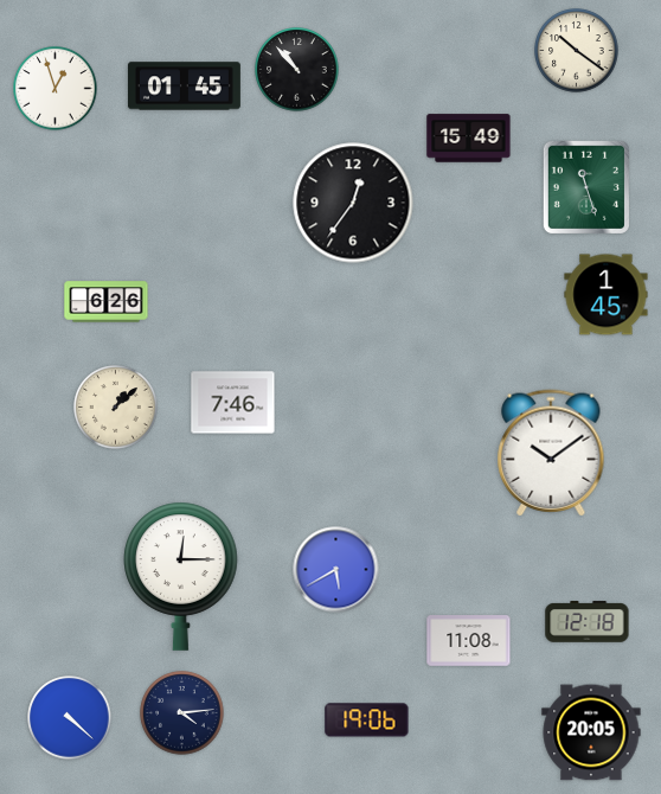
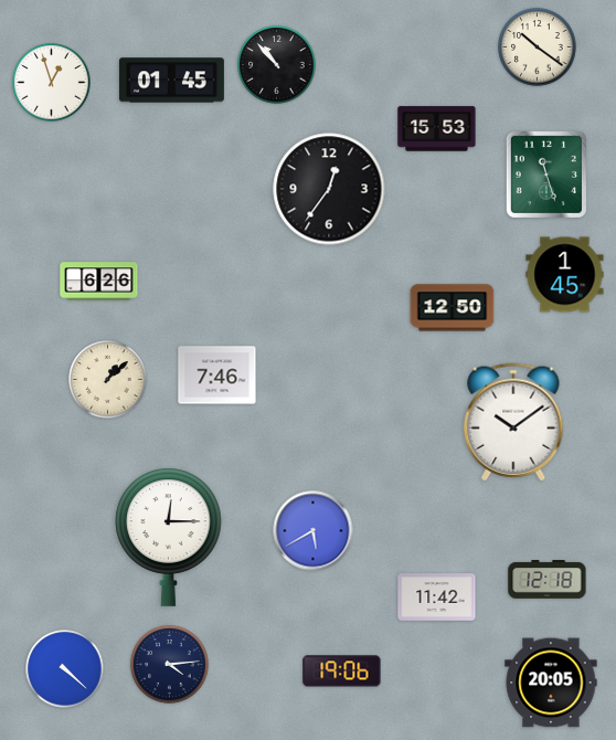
clock at (469, 139): 15:49 -> 15:53
clock at (453, 308): none -> 12:50
clock at (469, 641): 11:08 -> 11:42
